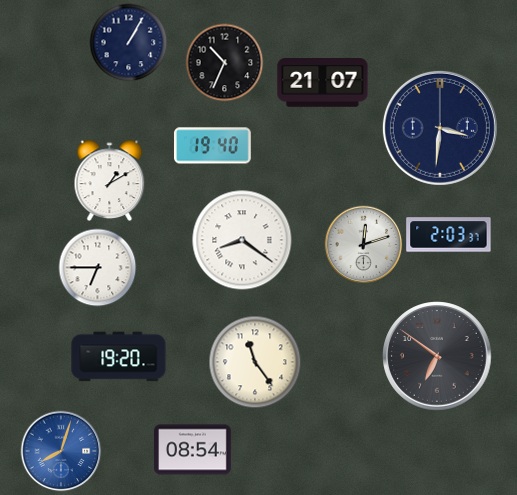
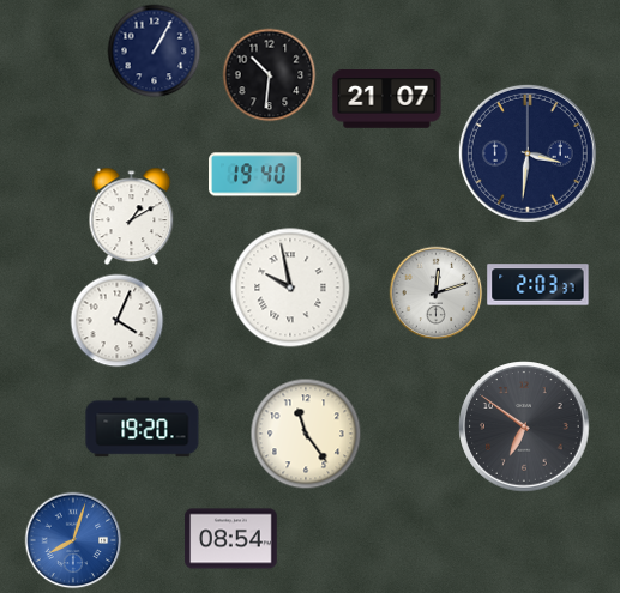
clock at (224, 62): 10:34 -> 10:31
clock at (449, 235) position: (449, 235) -> (538, 285)
clock at (242, 240): 8:21 -> 9:58
clock at (97, 267): 6:45 -> 4:04
